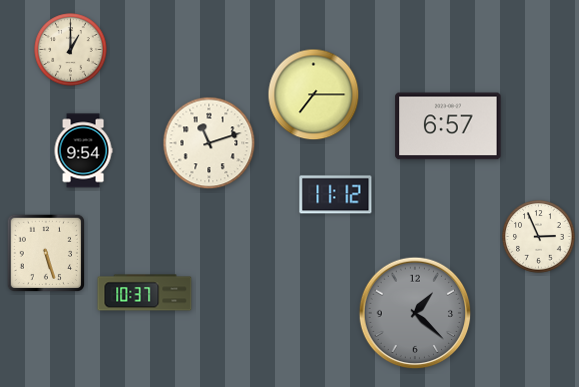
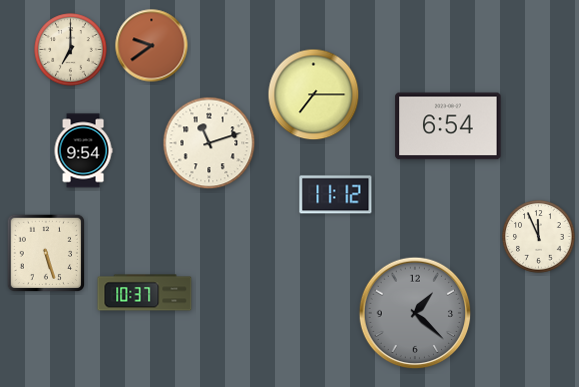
clock at (152, 46): none -> 9:39
clock at (71, 50): 1:00 -> 7:00
clock at (448, 126): 6:57 -> 6:54
clock at (539, 237): 2:56 -> 11:56
